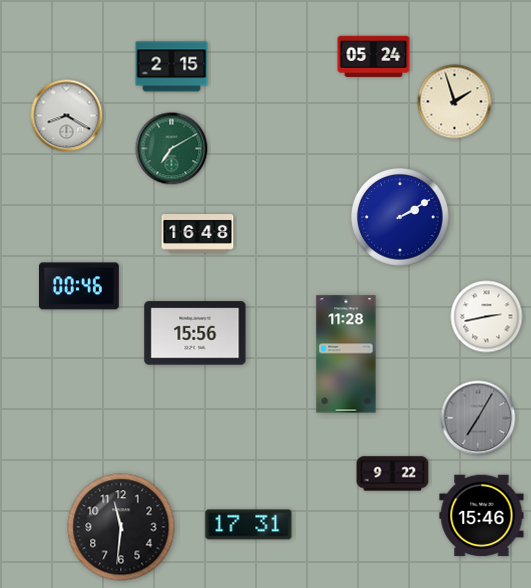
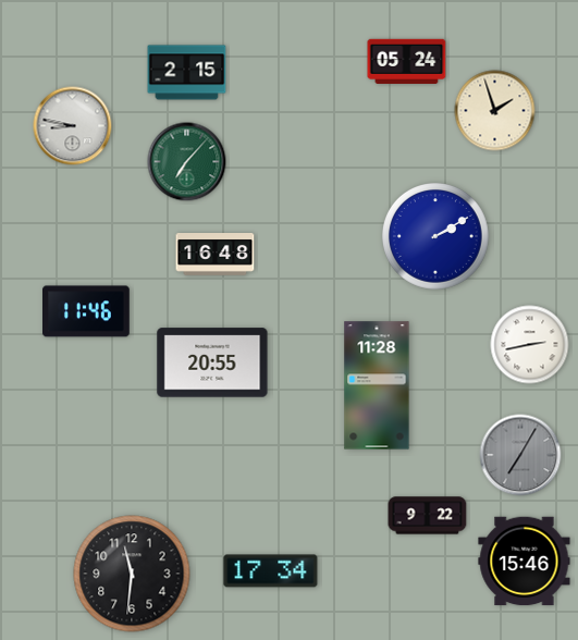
clock at (67, 116): 8:20 -> 8:47
clock at (172, 149): 7:10 -> 7:07
clock at (80, 286): 00:46 -> 11:46
clock at (195, 333): 15:56 -> 20:55
clock at (249, 525): 17:31 -> 17:34
